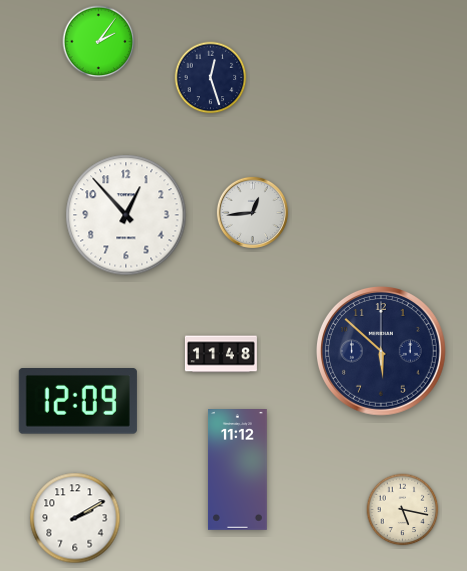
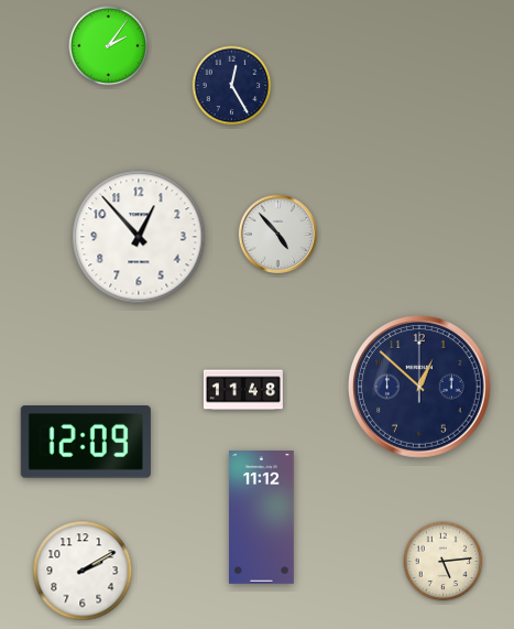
clock at (211, 78): 12:27 -> 12:25
clock at (252, 212): 12:44 -> 4:53
clock at (382, 352): 5:52 -> 12:52
clock at (403, 510): 5:17 -> 5:14
